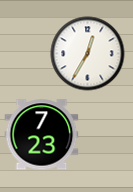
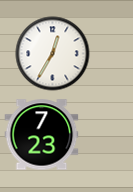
clock at (88, 54) position: (88, 54) -> (53, 54)
